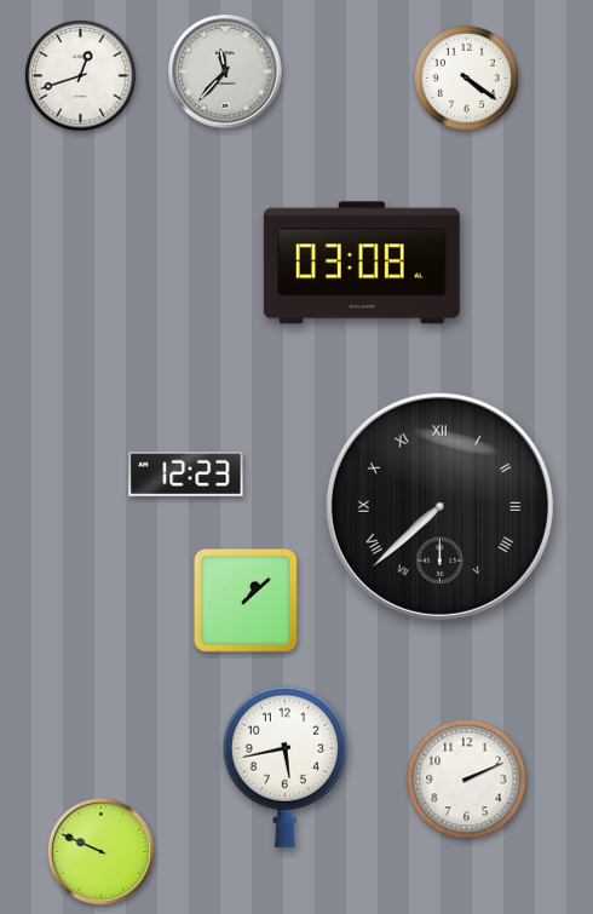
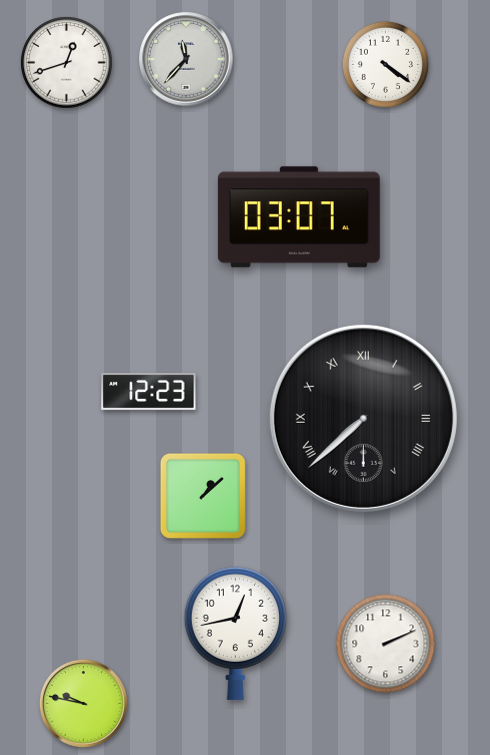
clock at (362, 263): 03:08 -> 03:07
clock at (186, 473) position: (186, 473) -> (149, 391)
clock at (284, 766): 5:43 -> 12:43
clock at (100, 851): 9:49 -> 9:47
